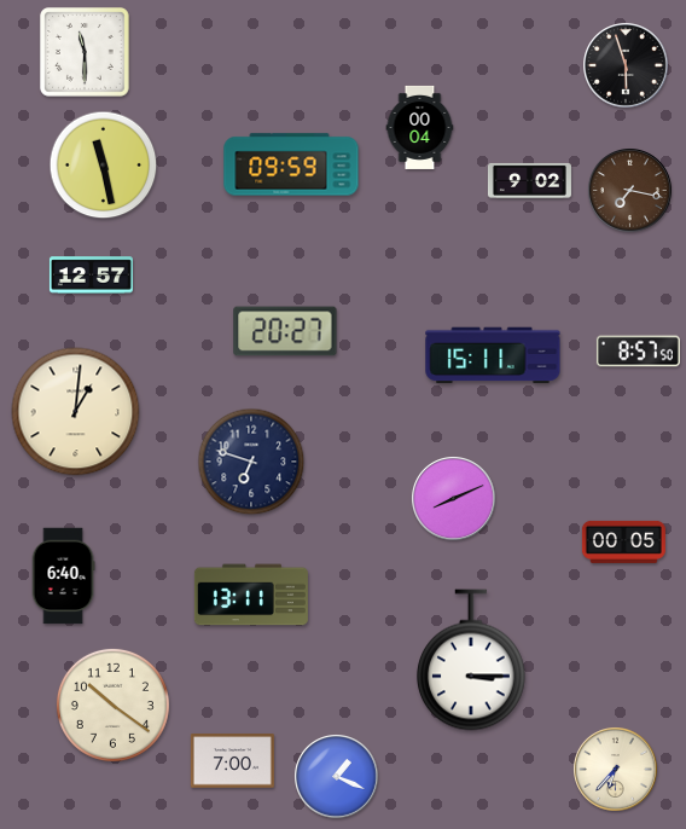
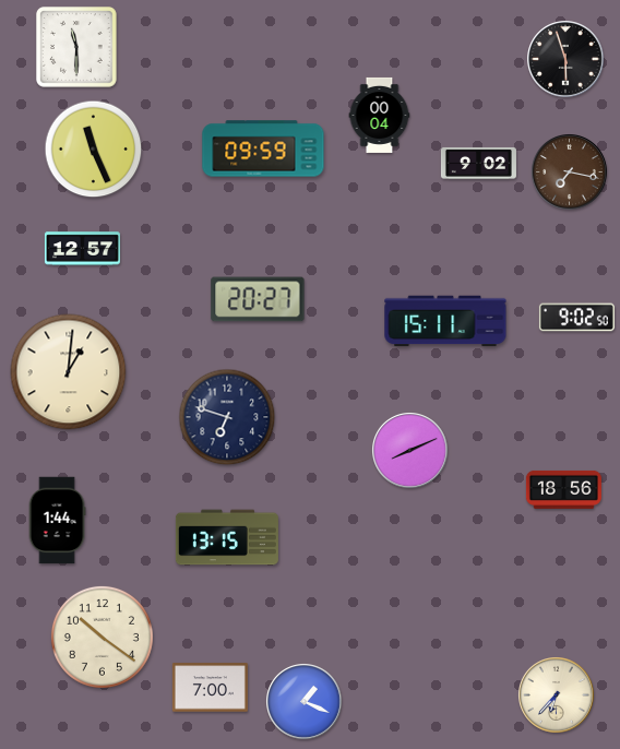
clock at (104, 166): 11:28 -> 11:26
clock at (638, 352): 8:57 -> 9:02
clock at (623, 541): 00:05 -> 18:56
clock at (63, 576): 6:40 -> 1:44
clock at (251, 595): 13:11 -> 13:15
clock at (472, 660): 3:15 -> none
